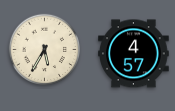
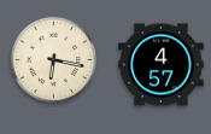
clock at (45, 50): 5:35 -> 6:17
